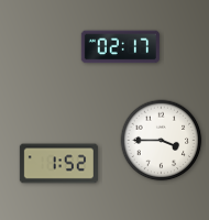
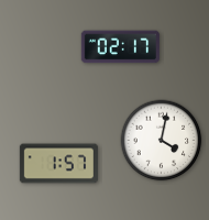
clock at (162, 141): 3:45 -> 4:02
clock at (58, 164): 1:52 -> 1:57
